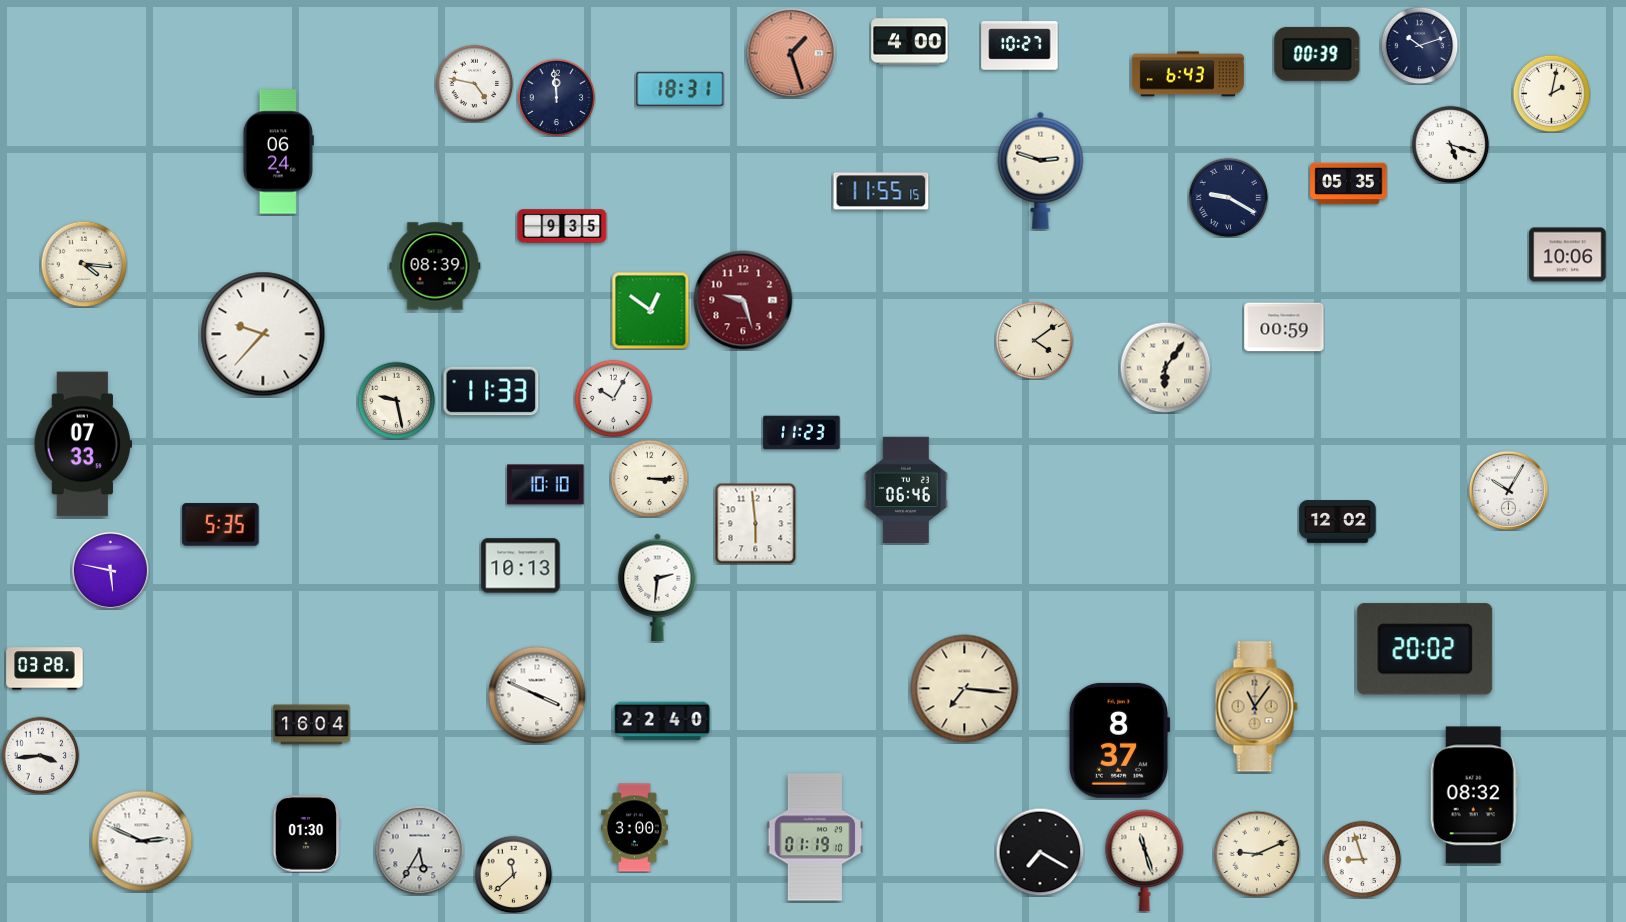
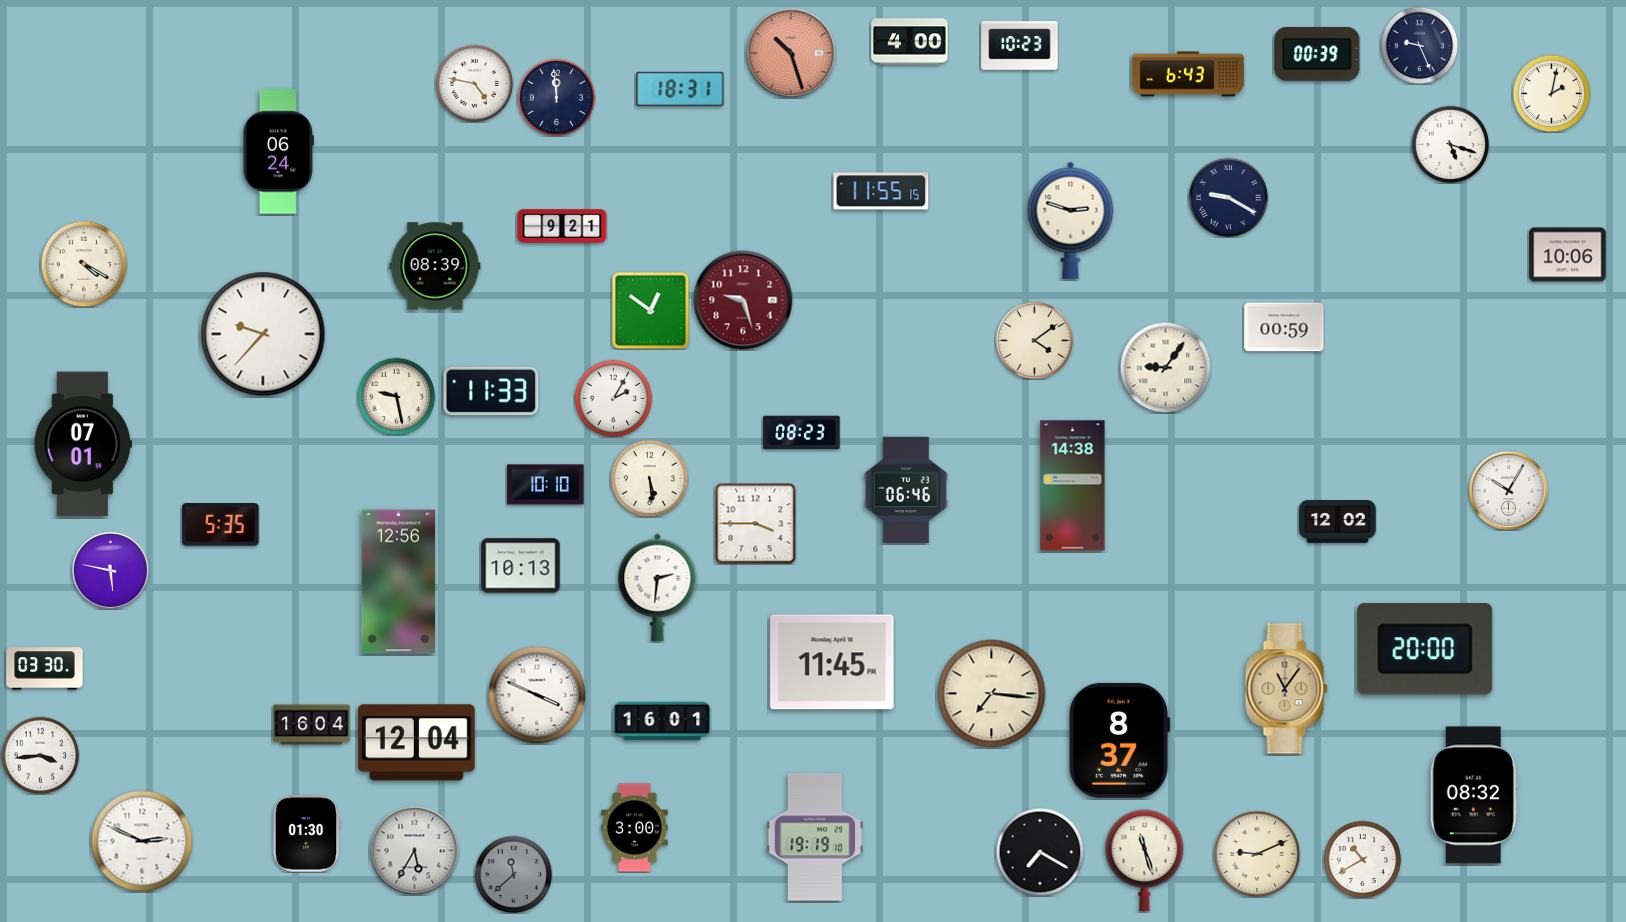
clock at (1419, 45): 10:12 -> 9:26
clock at (1020, 46): 10:27 -> 10:23
clock at (791, 53): 1:27 -> 10:27
clock at (1041, 170) position: (1041, 170) -> (1071, 220)
clock at (1349, 184): 05:35 -> none
clock at (562, 226): 9:35 -> 9:21
clock at (84, 264): 4:16 -> 4:20
clock at (1165, 367): 6:06 -> 9:06
clock at (613, 398): 10:05 -> 2:05
clock at (396, 400) position: (396, 400) -> (396, 396)
clock at (802, 433): 11:23 -> 08:23
clock at (83, 444): 07:33 -> 07:01
clock at (649, 478): 3:15 -> 5:29
clock at (1073, 486): none -> 14:38
clock at (755, 523): 5:59 -> 3:45
clock at (398, 582): none -> 12:56
clock at (1425, 649): 20:02 -> 20:00
clock at (832, 662): none -> 11:45
clock at (45, 669): 03:28 -> 03:30
clock at (965, 689) position: (965, 689) -> (992, 694)
clock at (1256, 707) position: (1256, 707) -> (1286, 689)
clock at (662, 721): 22:40 -> 16:01
clock at (416, 743): none -> 12:04
clock at (815, 837): 01:19 -> 19:19
clock at (419, 850) position: (419, 850) -> (414, 850)
clock at (1362, 859): 8:57 -> 10:40
clock at (513, 874) dial: cream -> grey
